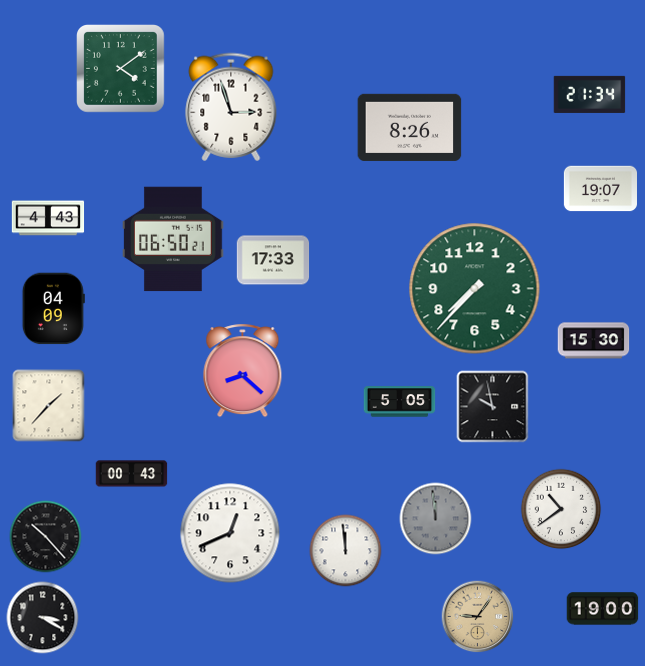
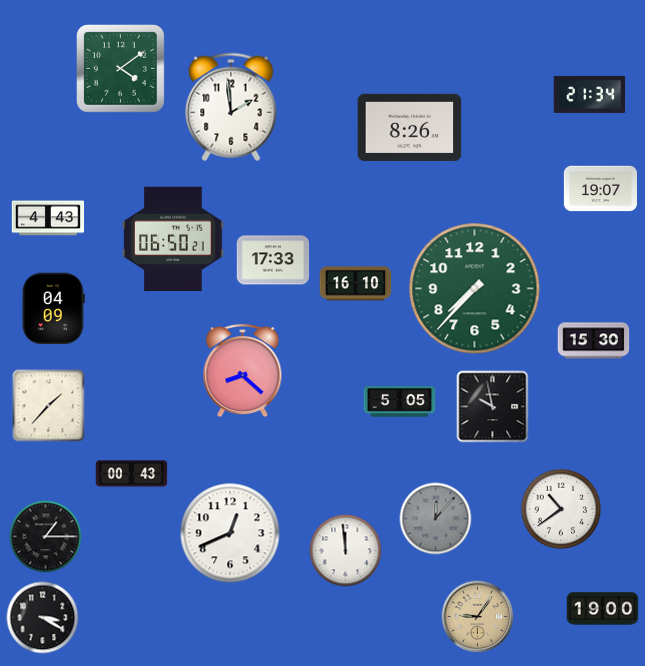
clock at (231, 107): 2:57 -> 1:59
clock at (356, 284): none -> 16:10
clock at (436, 519): 11:59 -> 12:07
clock at (46, 537): 10:23 -> 1:15
